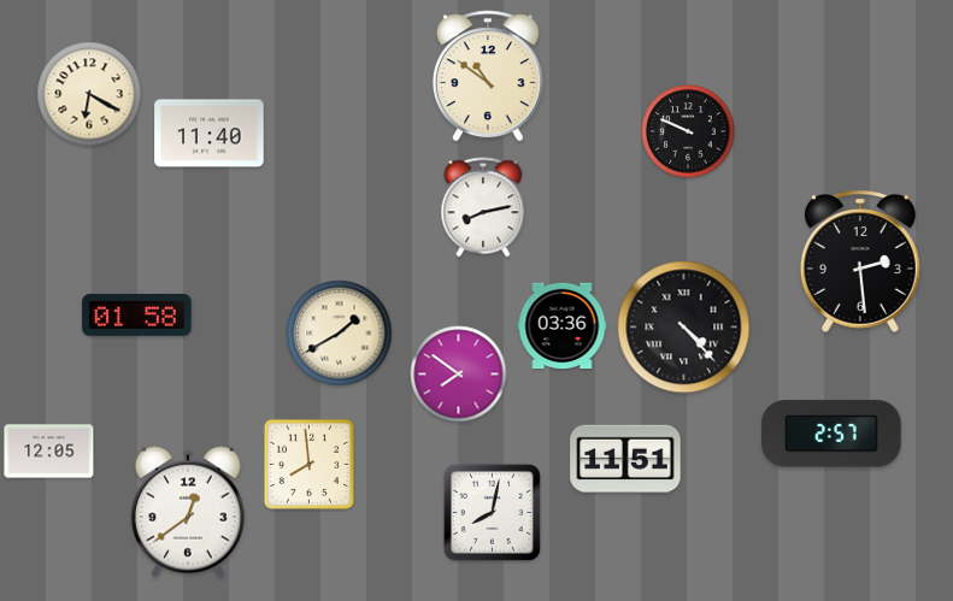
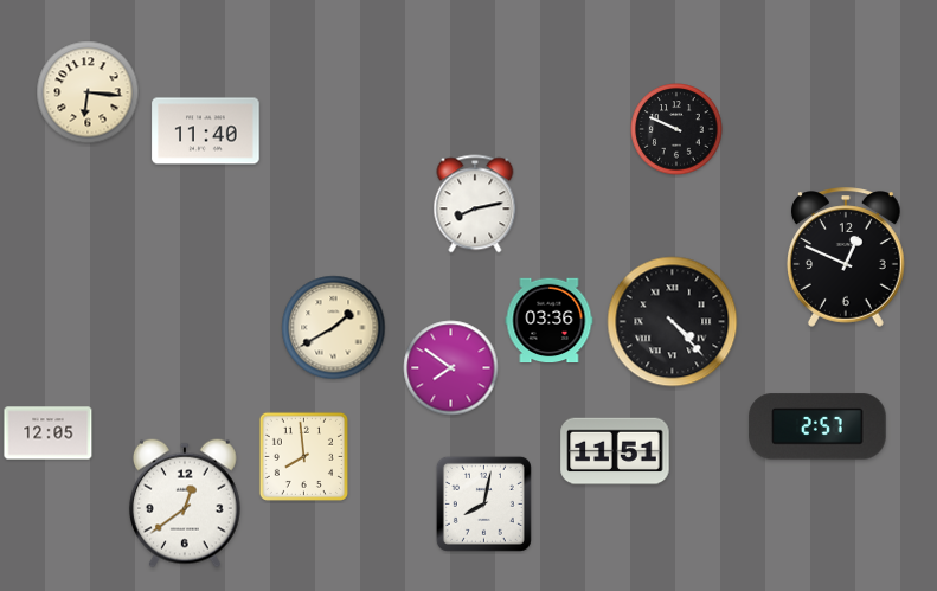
clock at (488, 76): 10:51 -> none
clock at (89, 94): 6:20 -> 6:16
clock at (861, 261): 2:29 -> 12:49
clock at (137, 316): 01:58 -> none
clock at (563, 326) position: (563, 326) -> (550, 321)
clock at (49, 452) position: (49, 452) -> (49, 433)
